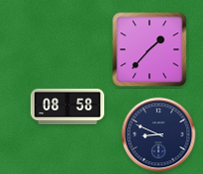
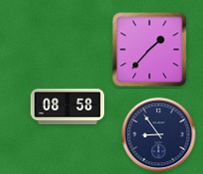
clock at (159, 135): 8:49 -> 8:54
